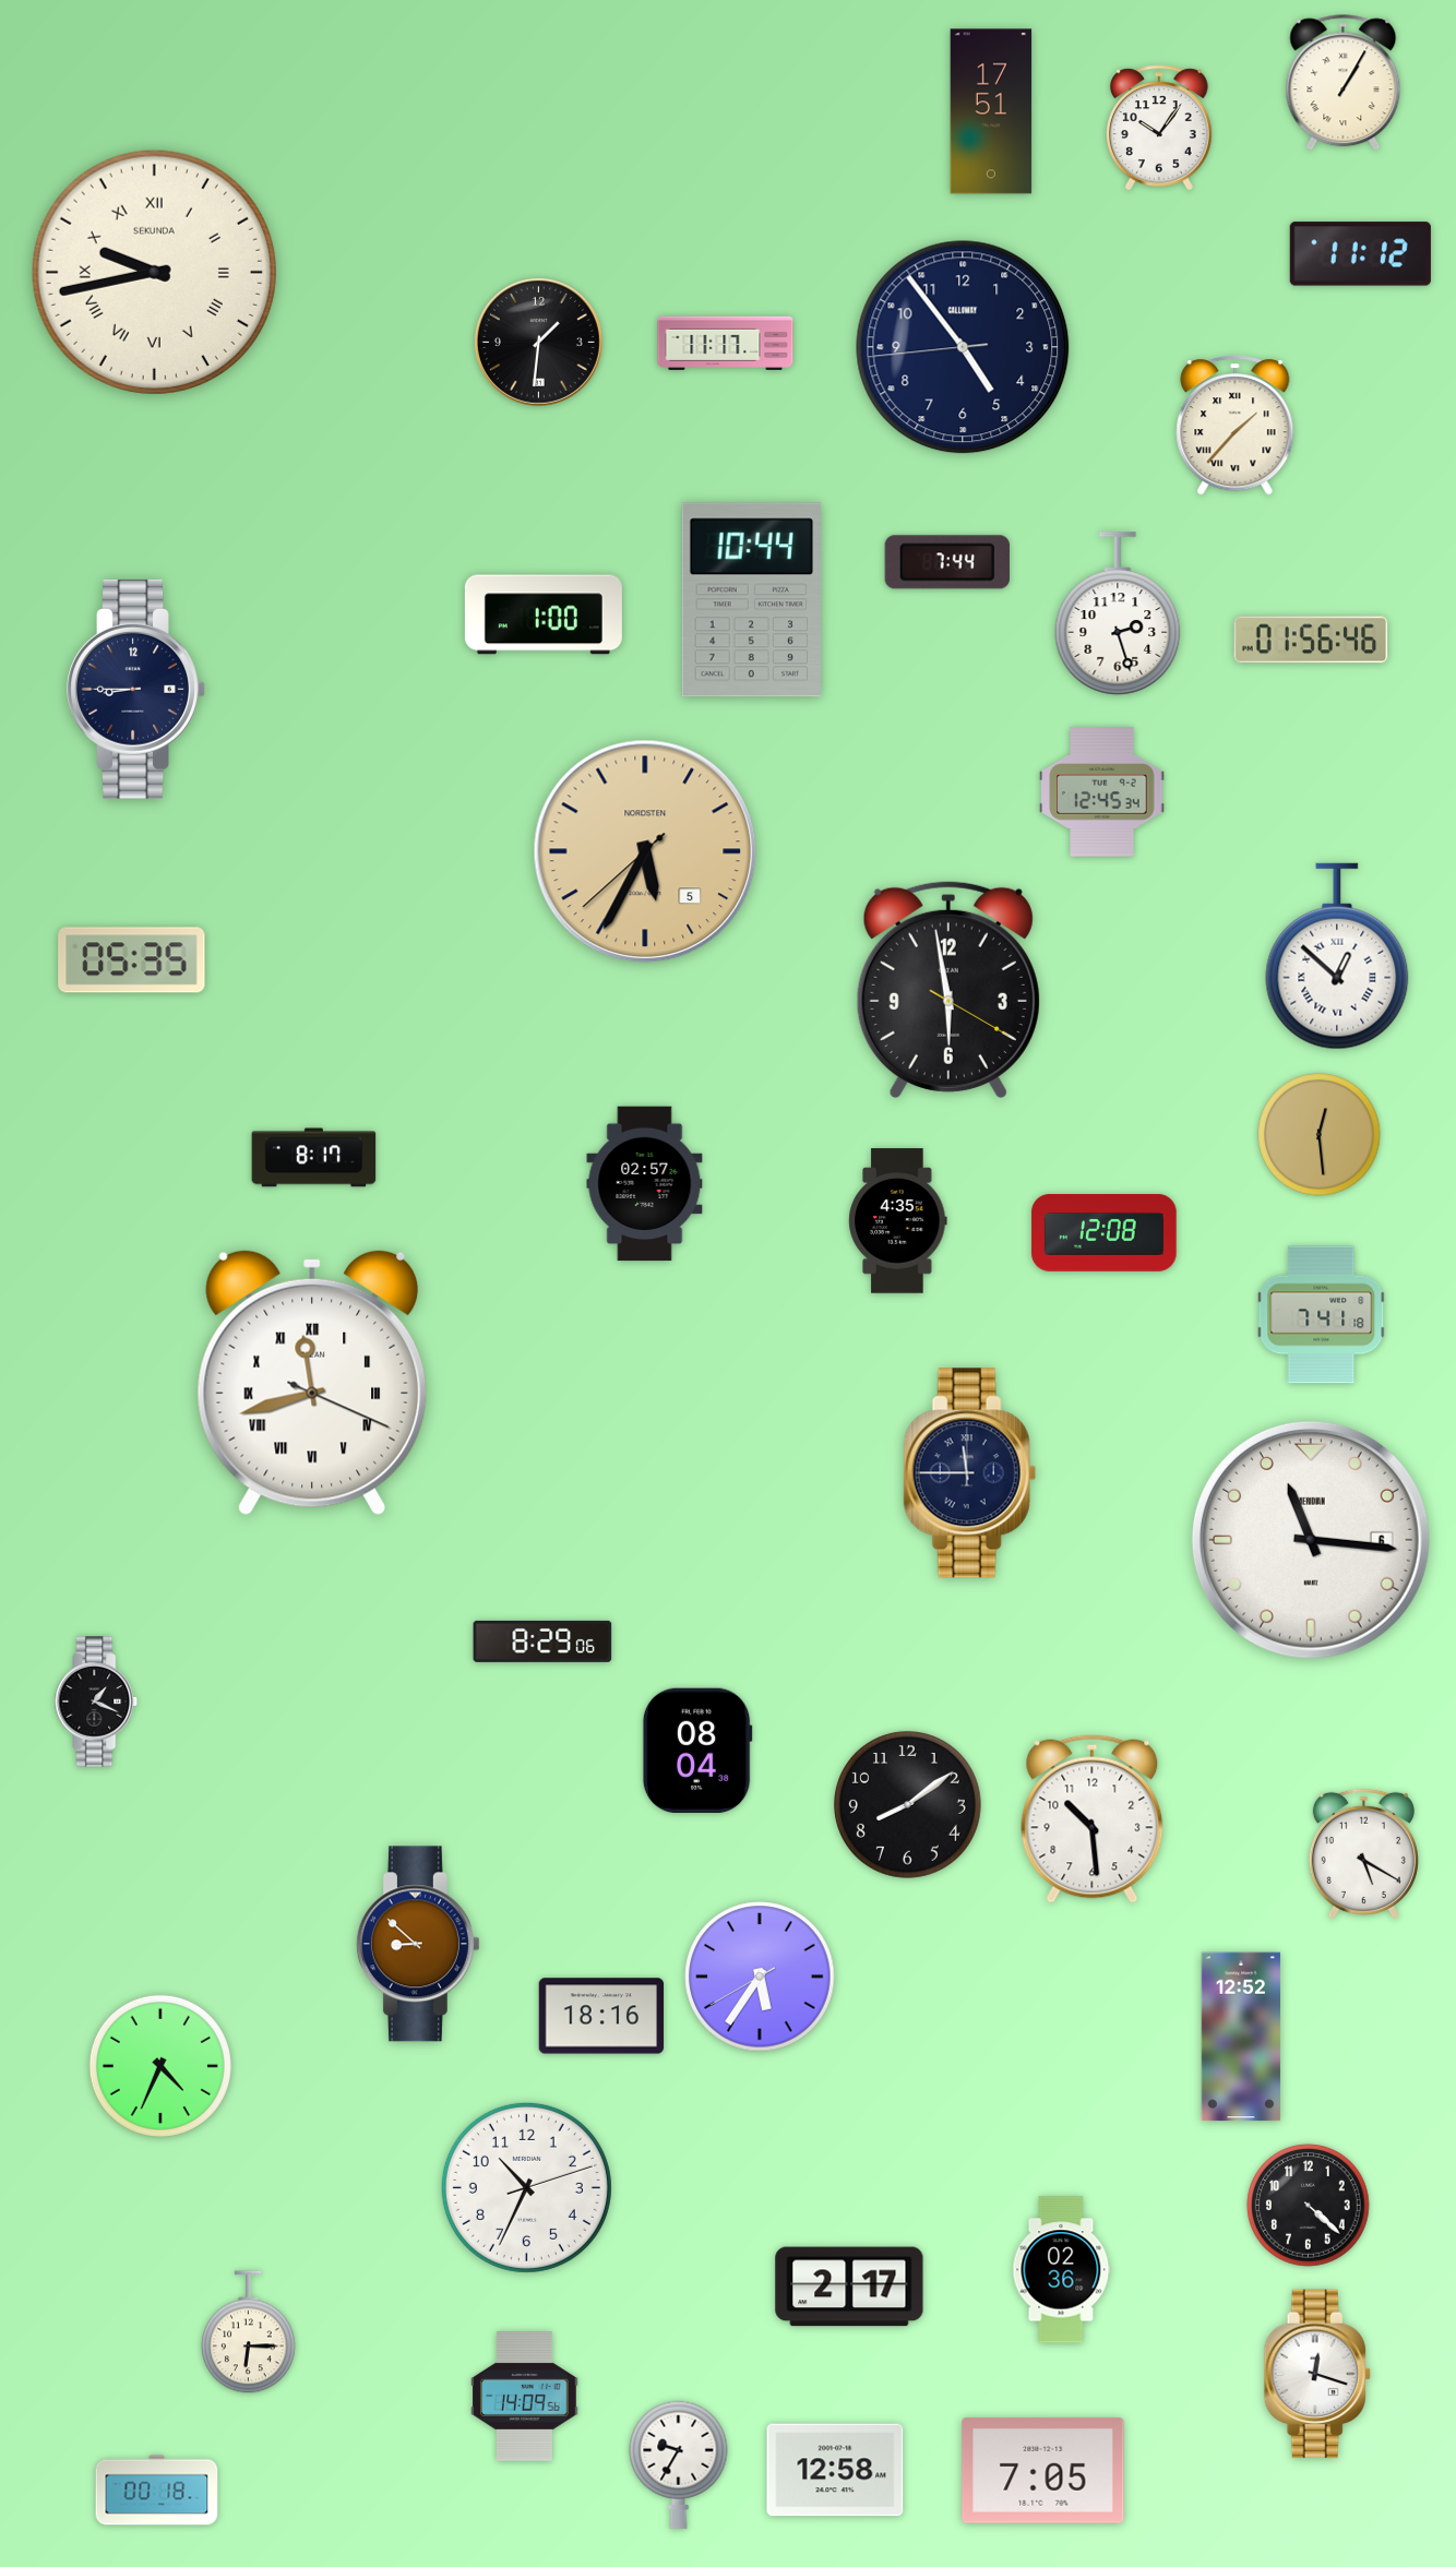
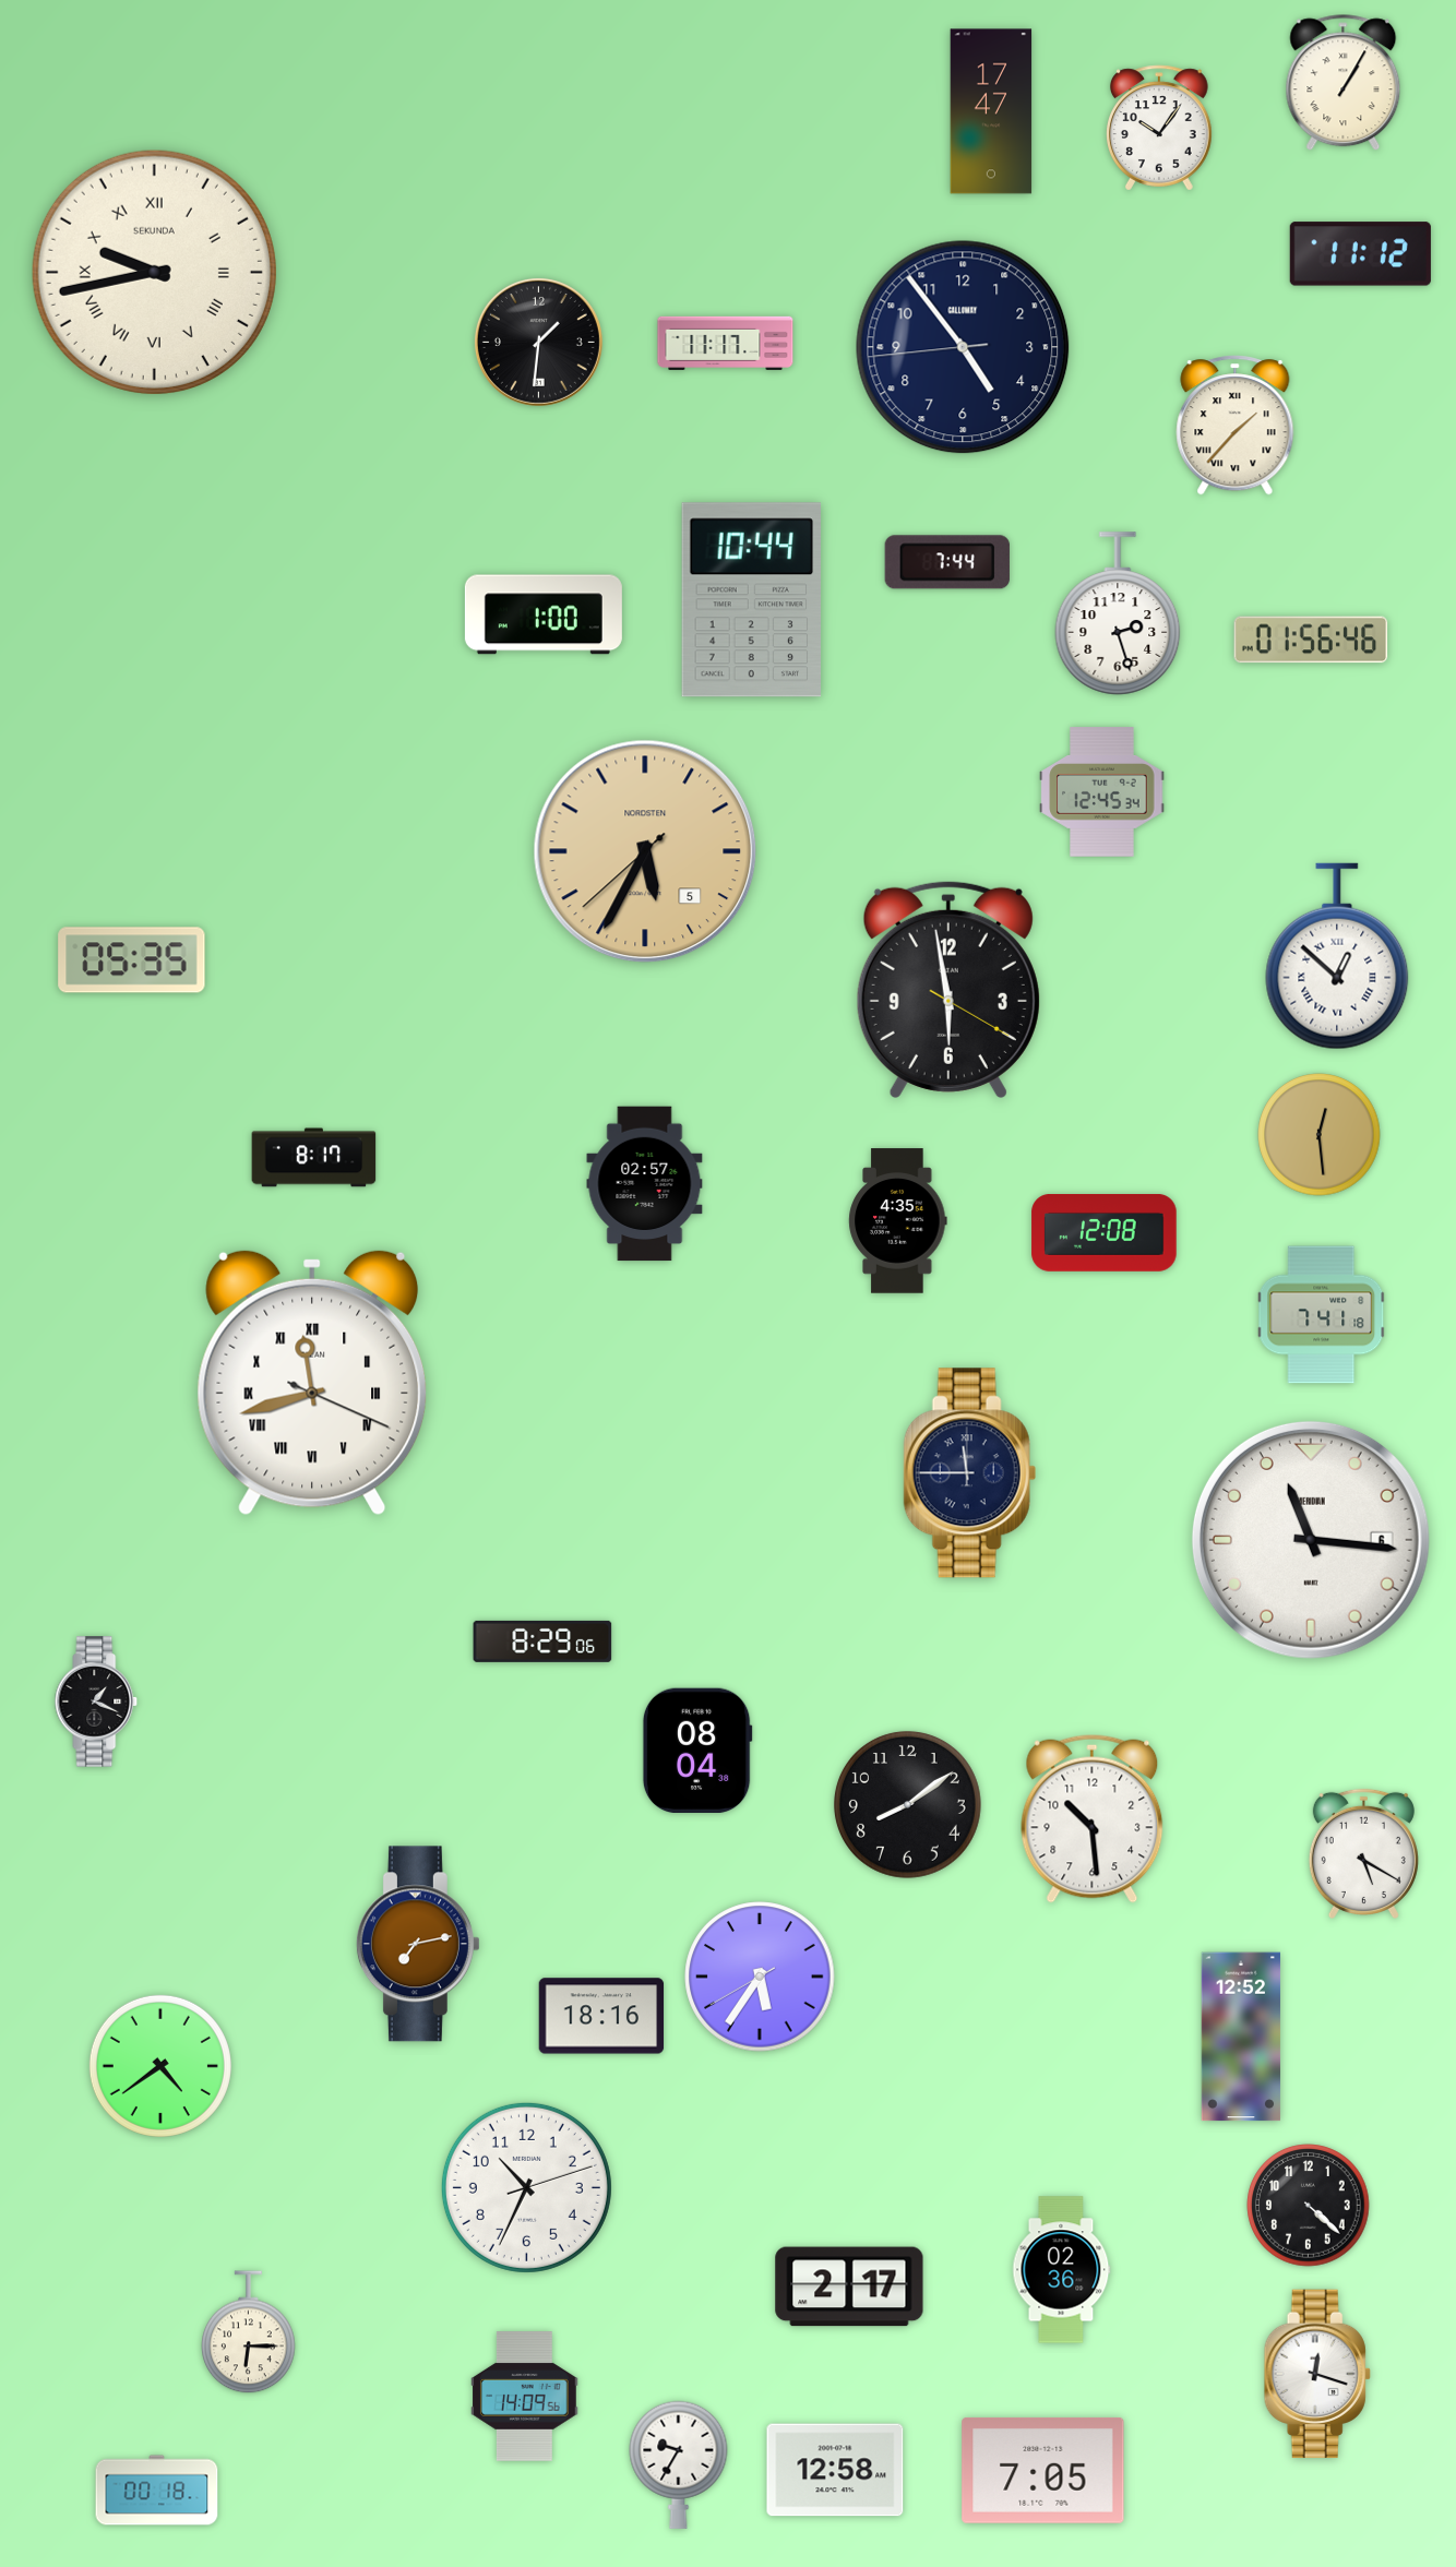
clock at (991, 111): 17:51 -> 17:47
clock at (136, 689): 8:45 -> none
clock at (418, 1944): 8:52 -> 7:13
clock at (160, 2066): 4:34 -> 4:39
